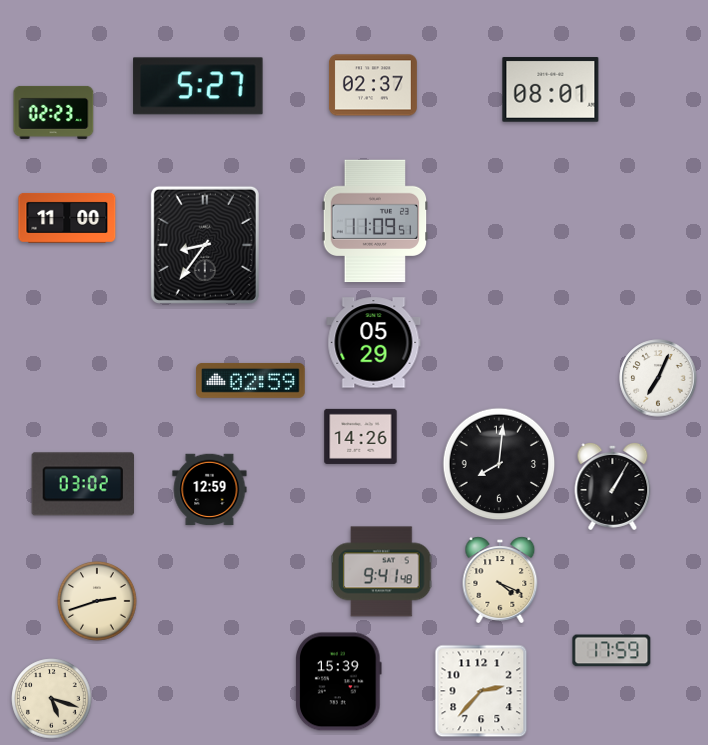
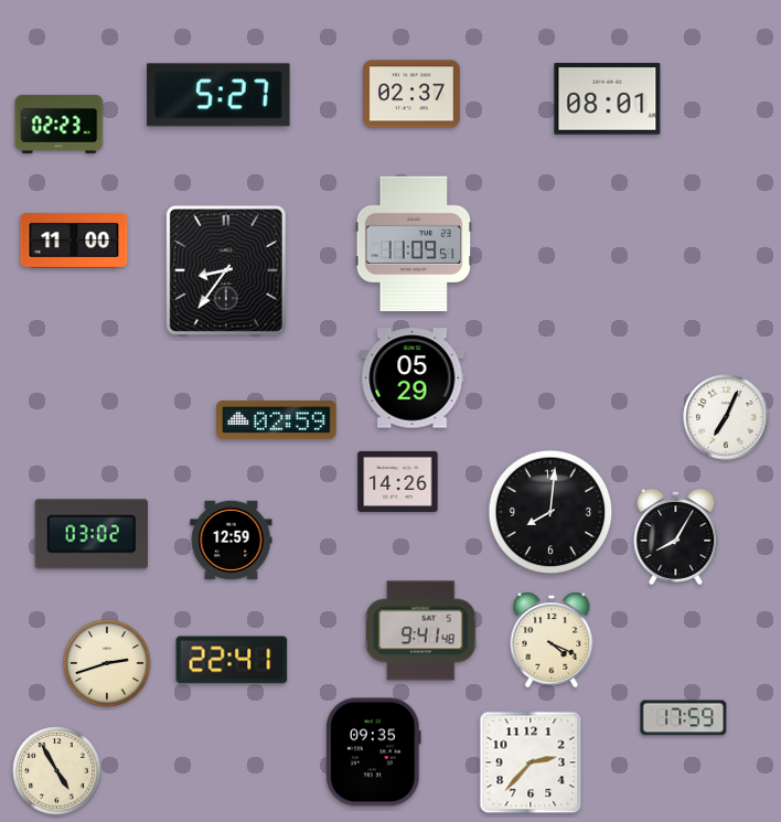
clock at (613, 486): 1:05 -> 8:05
clock at (232, 660): none -> 22:41
clock at (612, 651) position: (612, 651) -> (684, 718)
clock at (339, 682): 15:39 -> 09:35
clock at (52, 699): 5:18 -> 4:55
